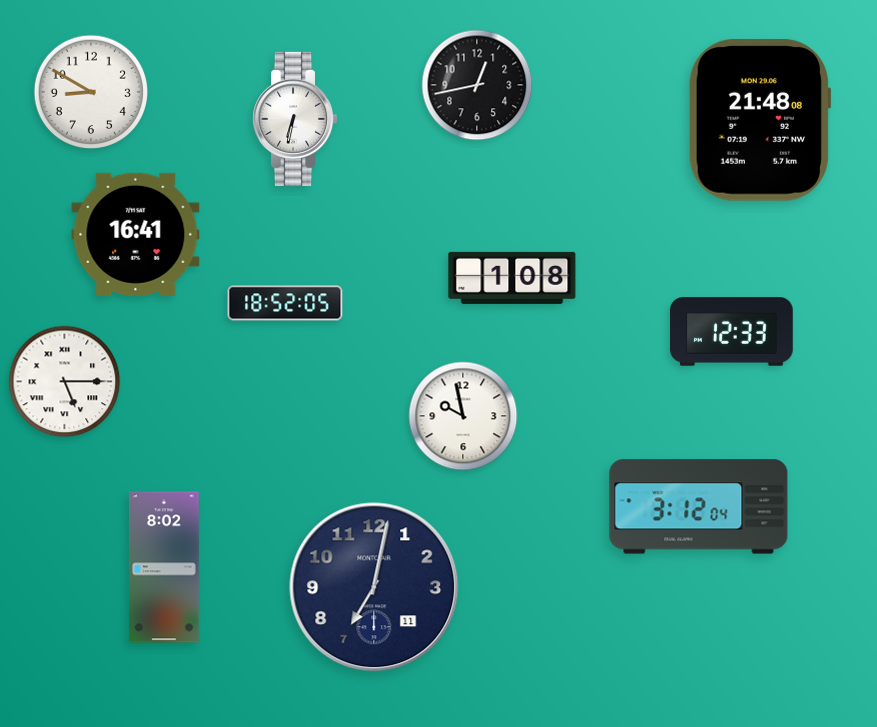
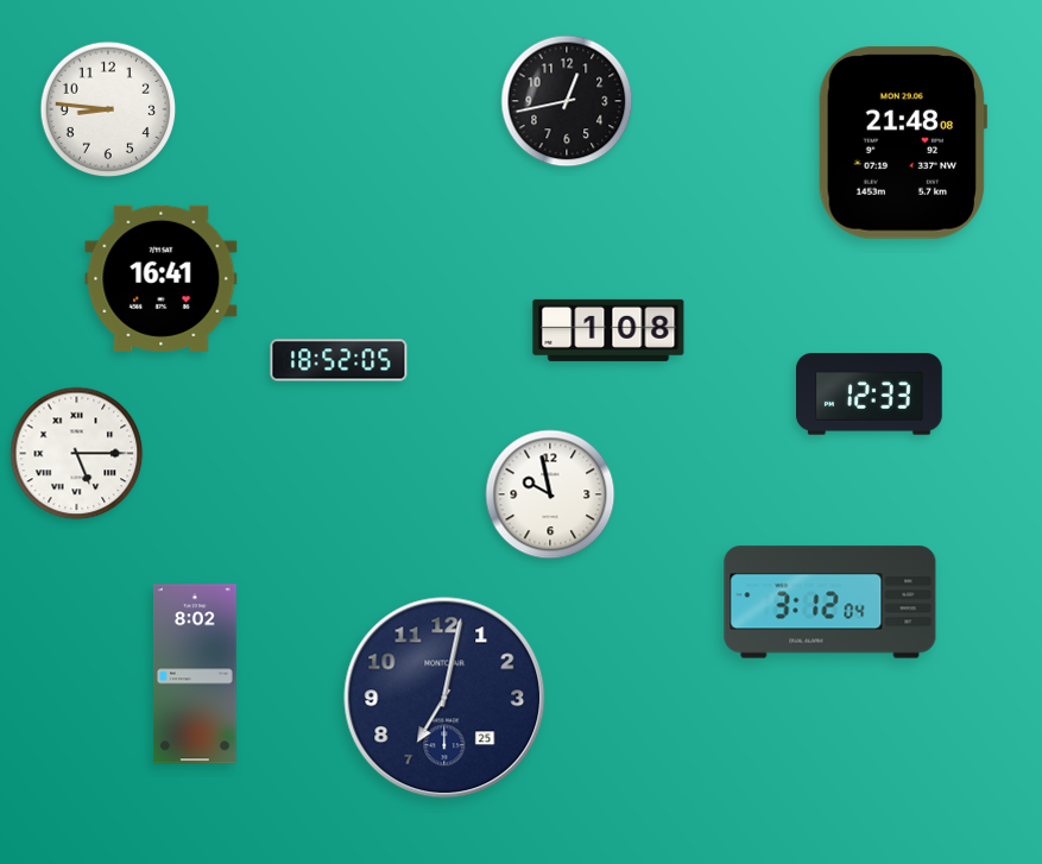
clock at (91, 92): 8:50 -> 8:46
clock at (295, 119): 6:32 -> none
clock at (374, 587) date: 11 -> 25
